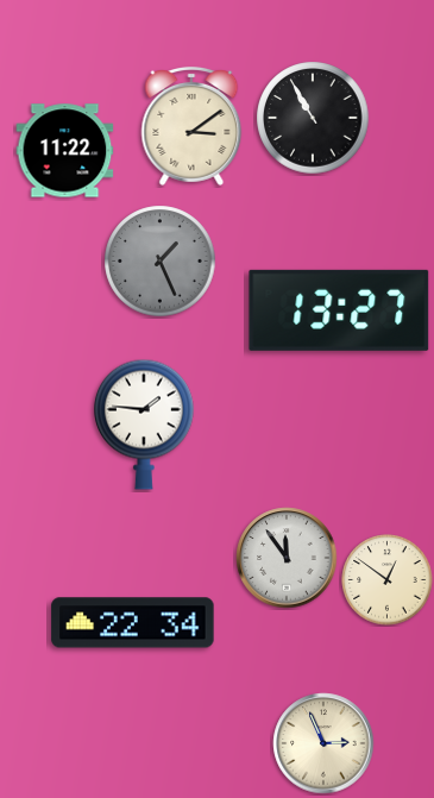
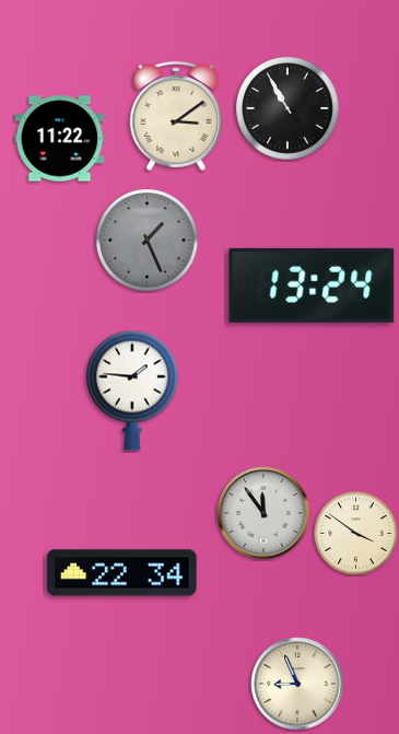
clock at (339, 310): 13:27 -> 13:24
clock at (388, 580): 12:51 -> 3:51
clock at (323, 743): 2:56 -> 8:56
